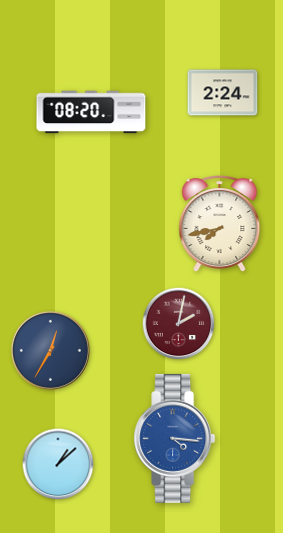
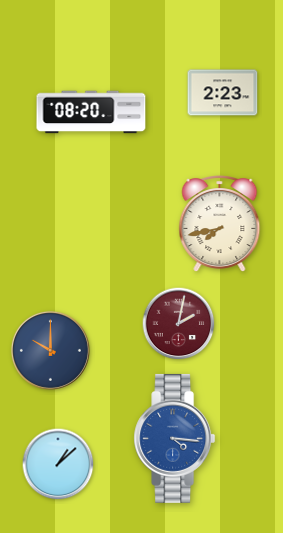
clock at (223, 93): 2:24 -> 2:23
clock at (50, 350): 12:35 -> 10:00
